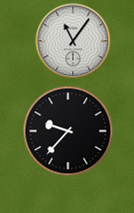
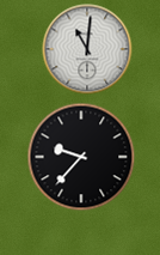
clock at (73, 41): 11:06 -> 11:01
